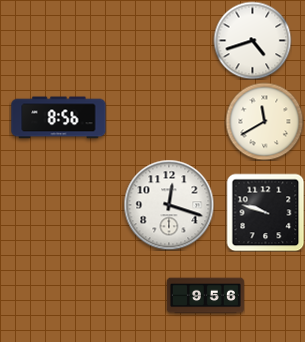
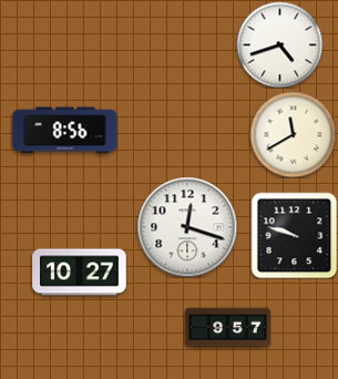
clock at (80, 273): none -> 10:27
clock at (205, 296): 9:56 -> 9:57
